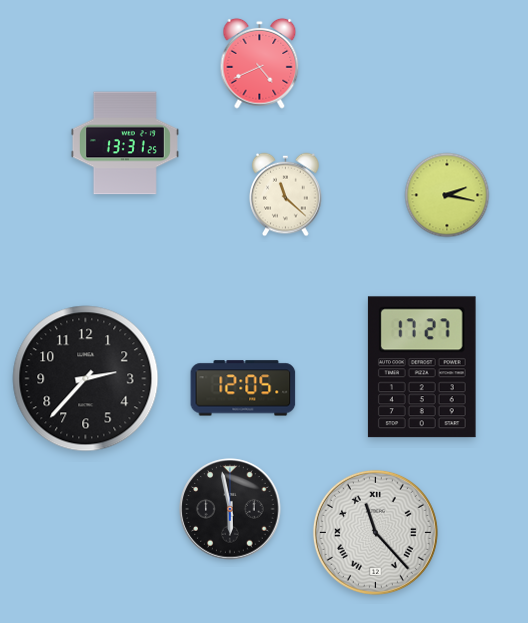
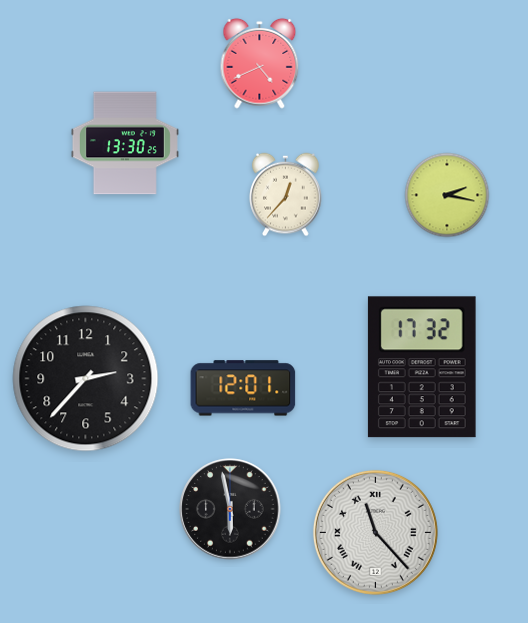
clock at (125, 143): 13:31 -> 13:30
clock at (286, 195): 11:22 -> 12:37
clock at (422, 367): 17:27 -> 17:32
clock at (243, 388): 12:05 -> 12:01
